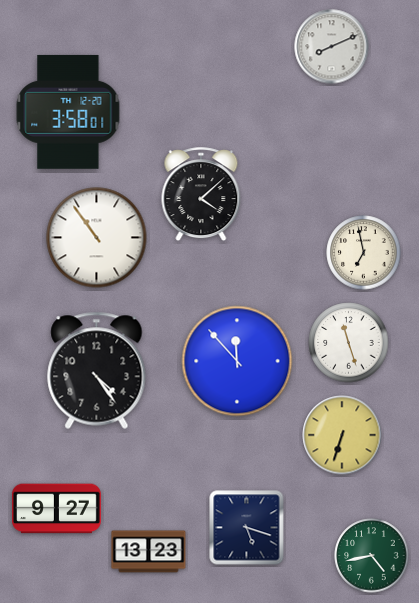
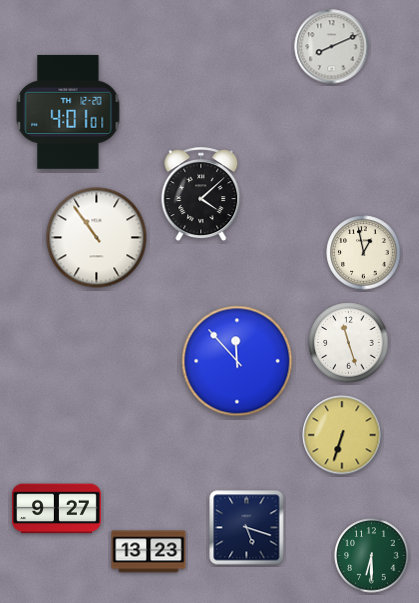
clock at (68, 112): 3:58 -> 4:01
clock at (364, 253): 6:58 -> 12:58
clock at (97, 370): 4:24 -> none
clock at (372, 556): 4:43 -> 6:30
